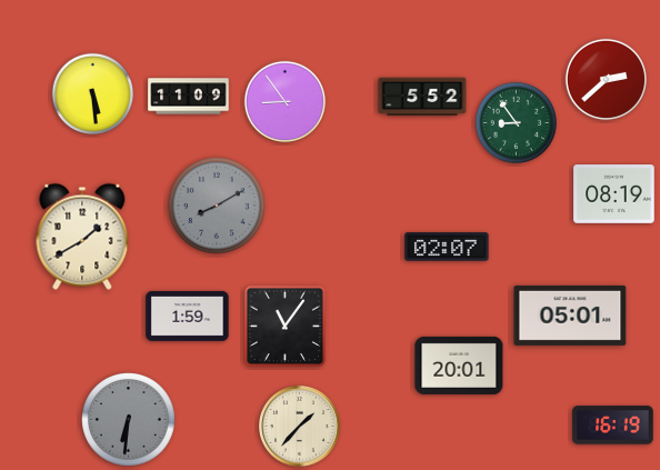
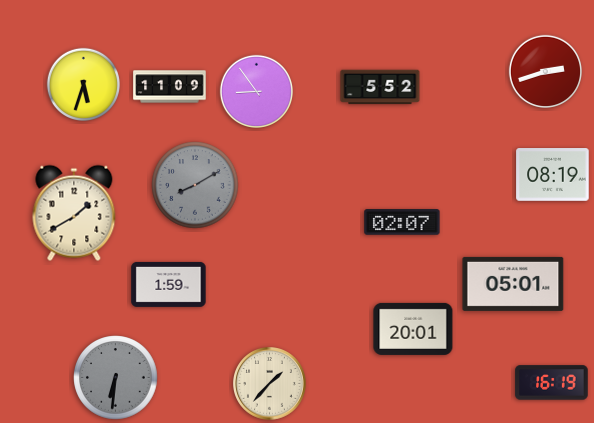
clock at (606, 79): 2:38 -> 2:42
clock at (92, 93): 5:29 -> 5:33
clock at (516, 122): 8:54 -> none
clock at (286, 327): 11:06 -> none
